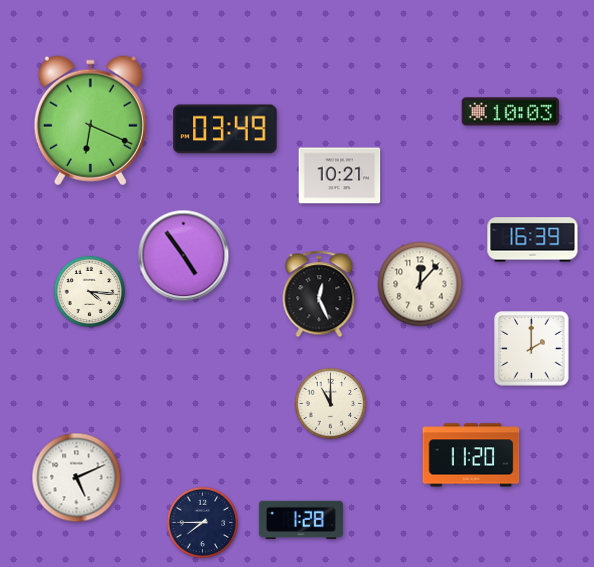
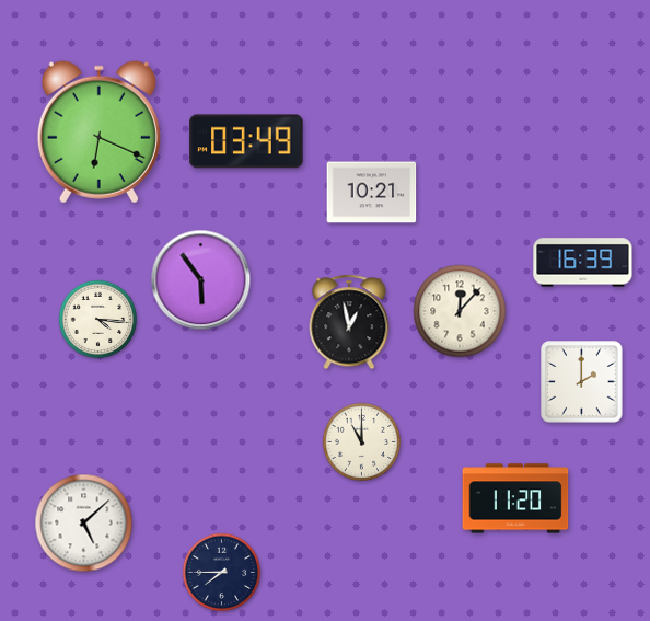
clock at (511, 112): 10:03 -> none
clock at (184, 256): 4:54 -> 5:54
clock at (319, 294): 12:26 -> 12:58
clock at (77, 478): 5:11 -> 5:08
clock at (301, 520): 1:28 -> none
